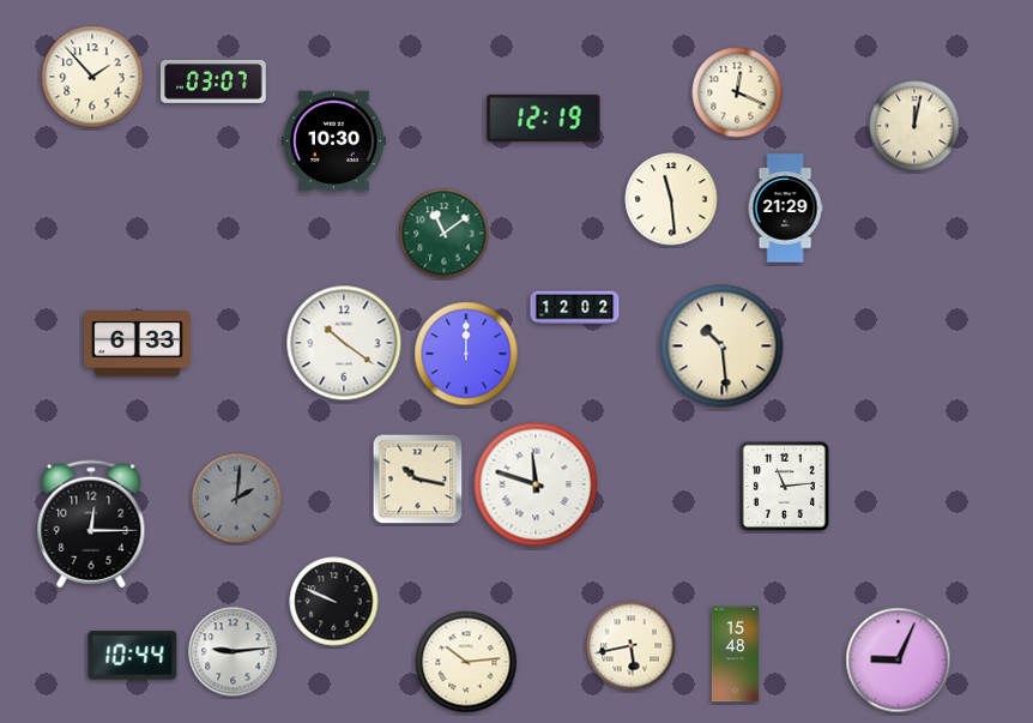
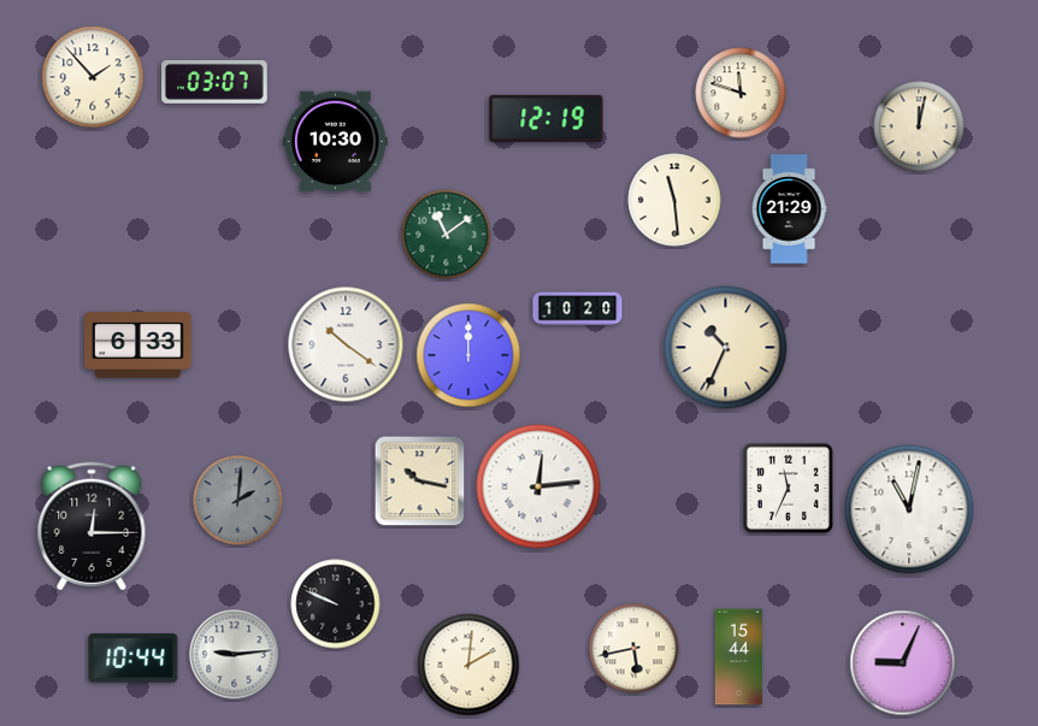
clock at (737, 92): 12:19 -> 11:48
clock at (575, 308): 12:02 -> 10:20
clock at (723, 347): 10:29 -> 10:34
clock at (536, 484): 11:48 -> 12:14
clock at (784, 486): 11:14 -> 11:34
clock at (909, 509): none -> 11:02
clock at (735, 655): 15:48 -> 15:44
clock at (466, 662): 10:14 -> 2:01
